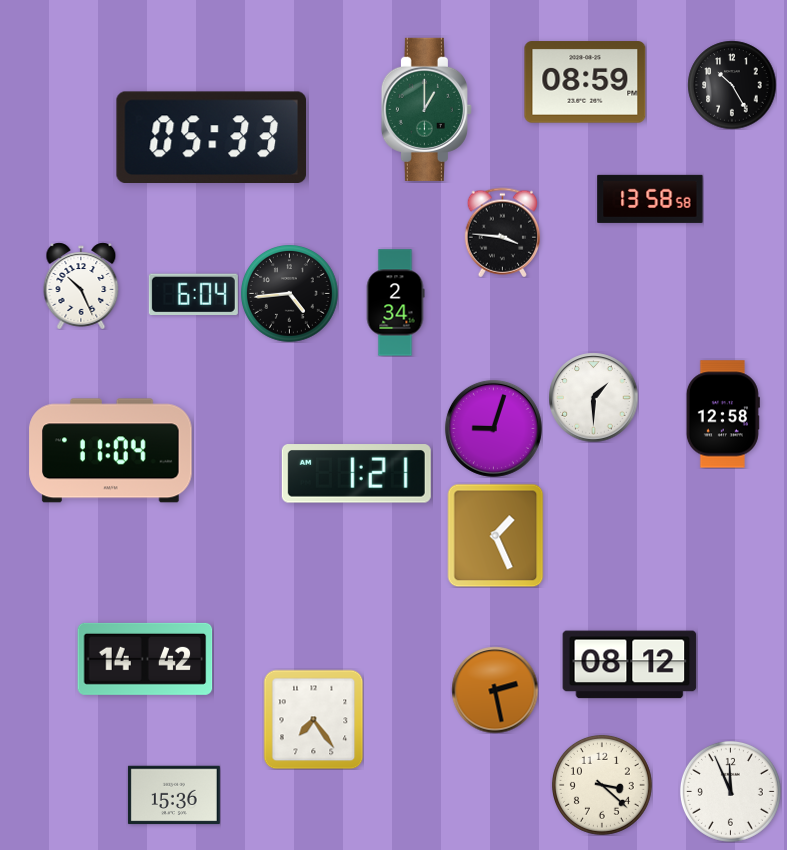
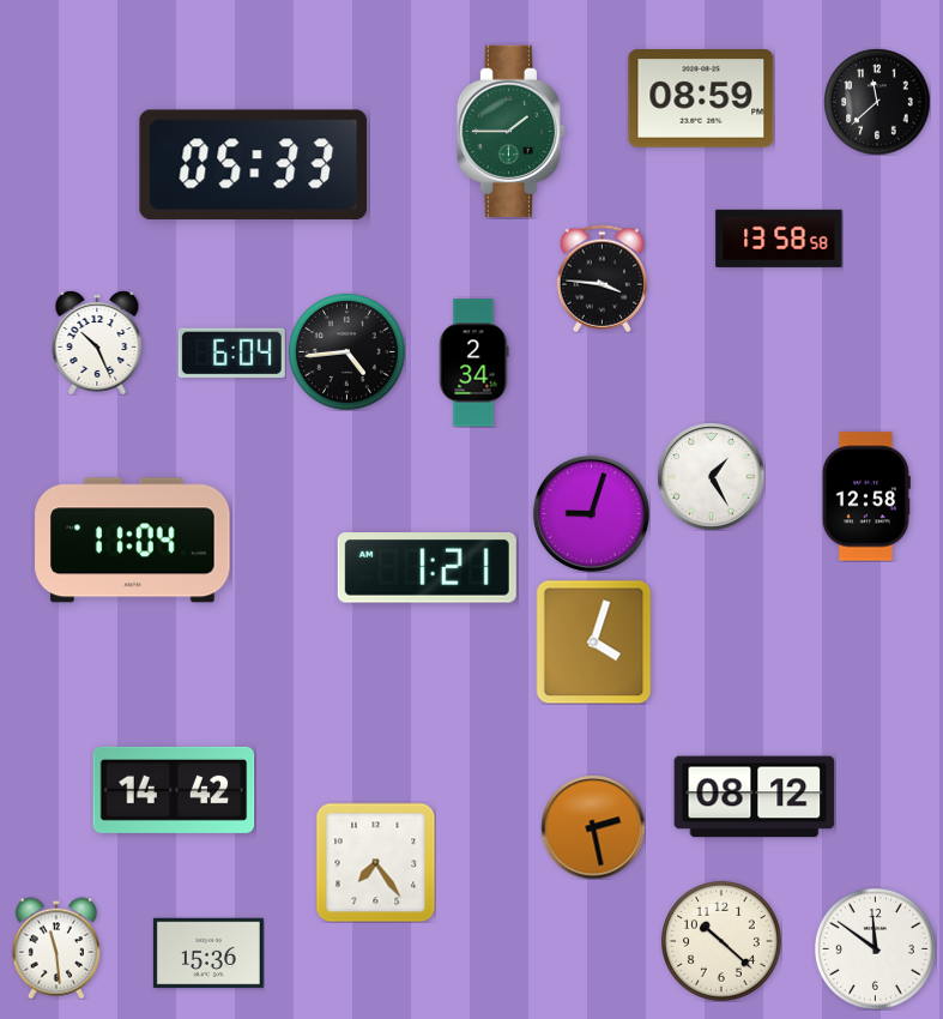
clock at (732, 85): 10:25 -> 11:38
clock at (426, 109): 1:00 -> 1:45
clock at (593, 397): 1:30 -> 1:25
clock at (496, 535): 1:26 -> 4:03
clock at (602, 785): 3:22 -> 10:22
clock at (56, 948): none -> 11:29
clock at (730, 791): 11:56 -> 11:51
